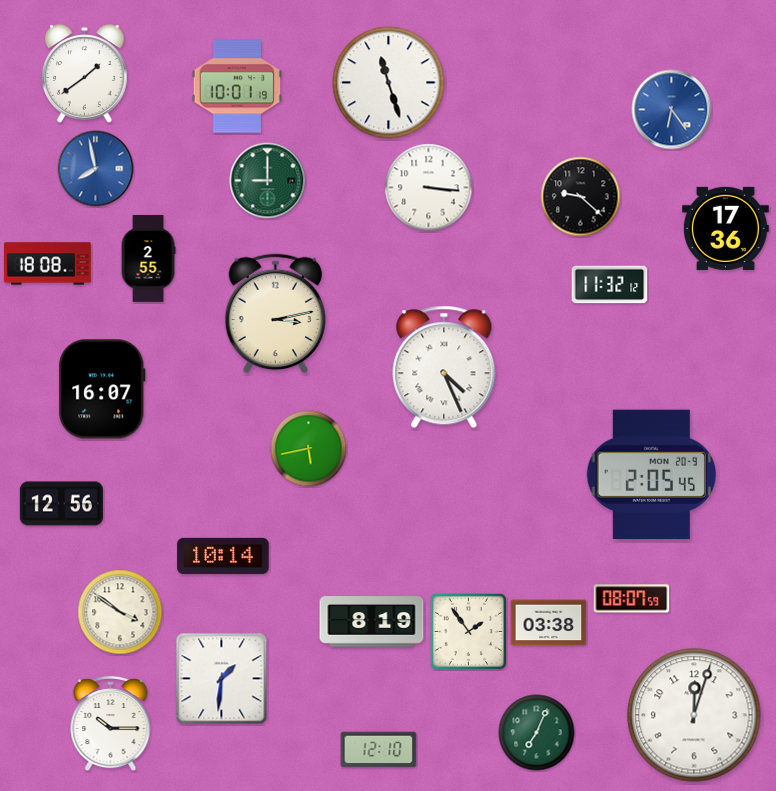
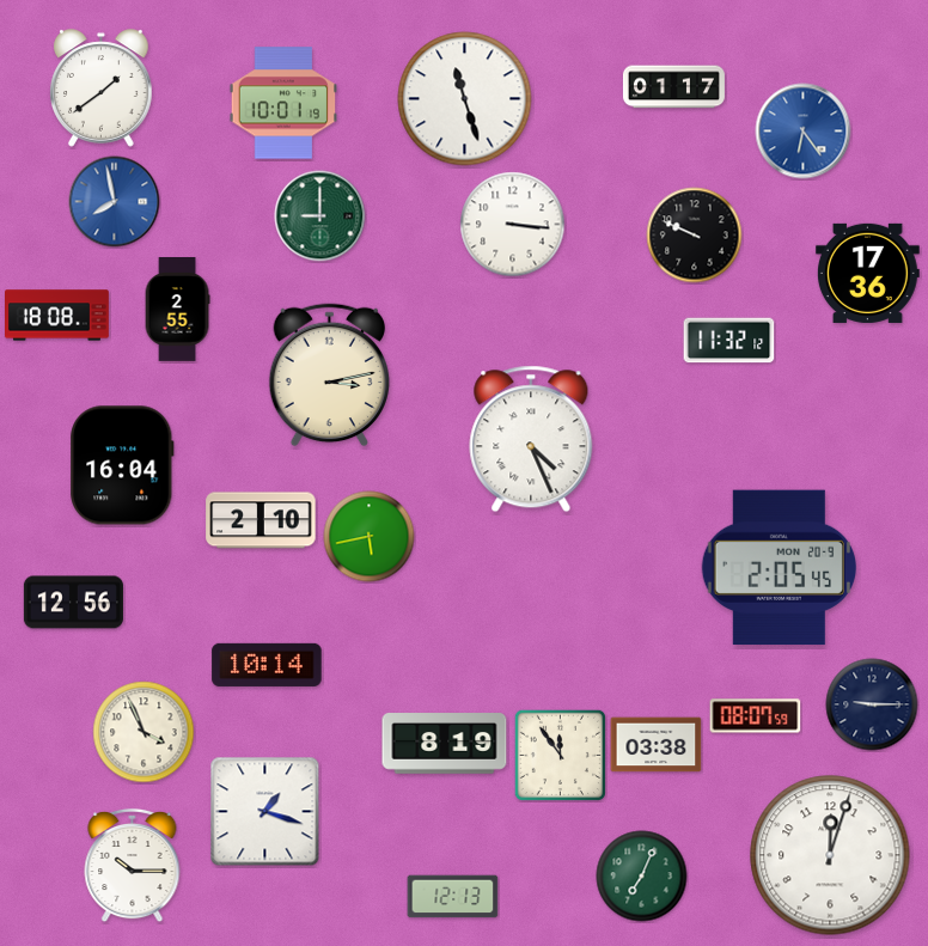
clock at (673, 87): none -> 01:17
clock at (581, 197): 9:22 -> 9:49
clock at (102, 389): 16:07 -> 16:04
clock at (261, 520): none -> 2:10
clock at (872, 704): none -> 9:15
clock at (120, 612): 3:51 -> 3:56
clock at (468, 631): 1:54 -> 11:54
clock at (222, 679): 1:31 -> 1:18
clock at (379, 750): 12:10 -> 12:13
